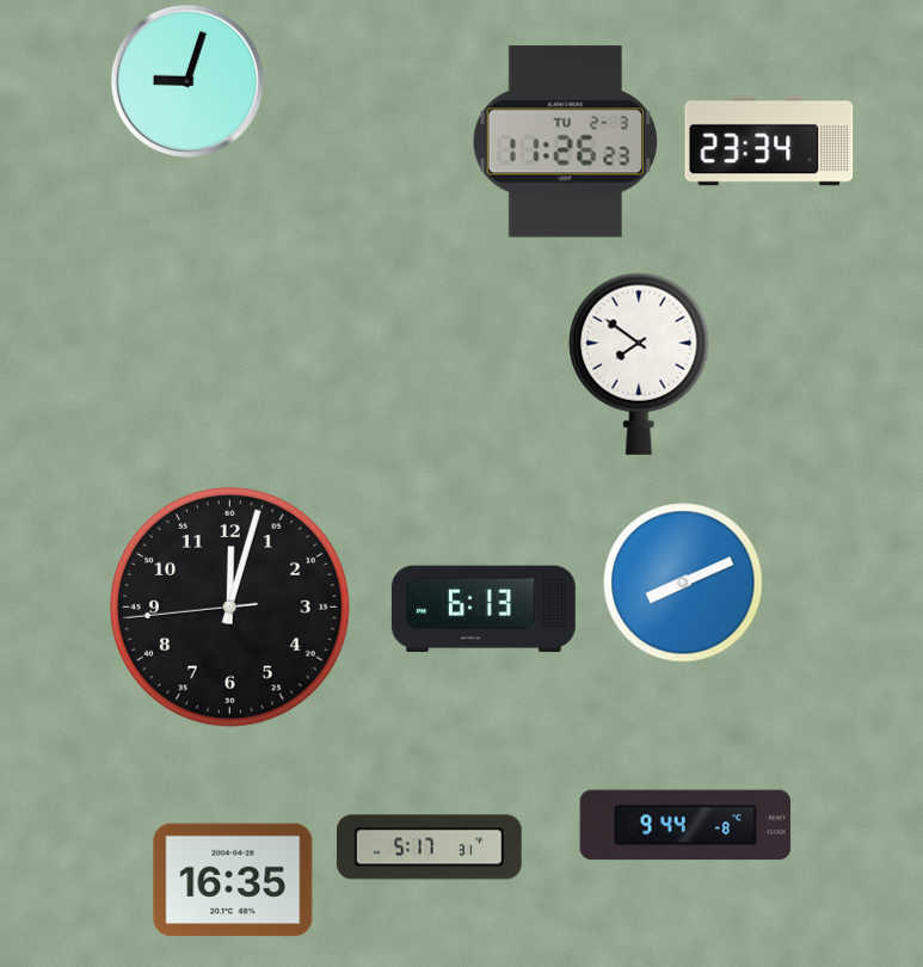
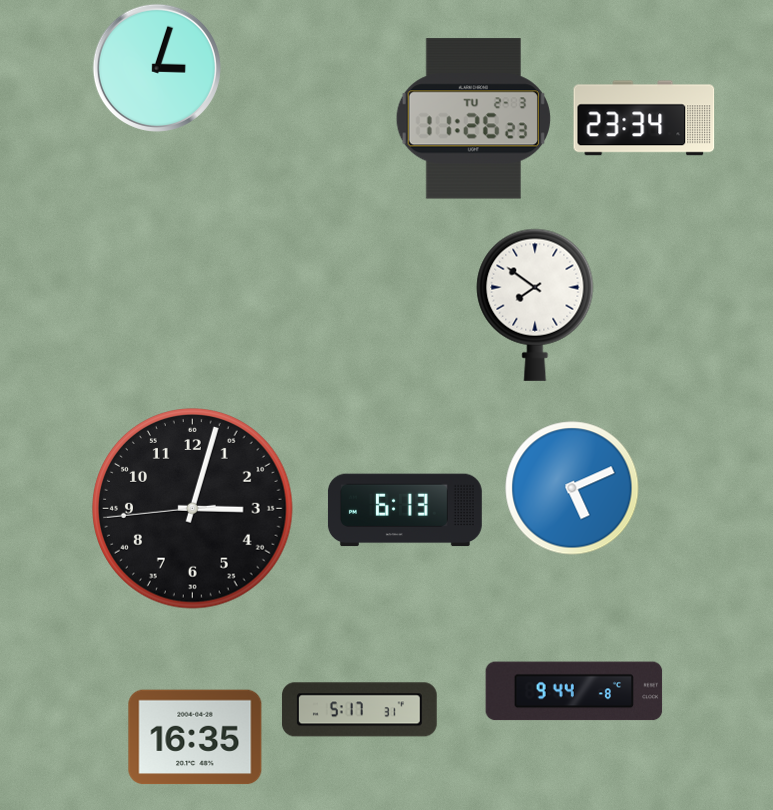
clock at (187, 81): 9:03 -> 3:03
clock at (683, 583): 8:11 -> 5:11
clock at (230, 608): 12:02 -> 3:02
